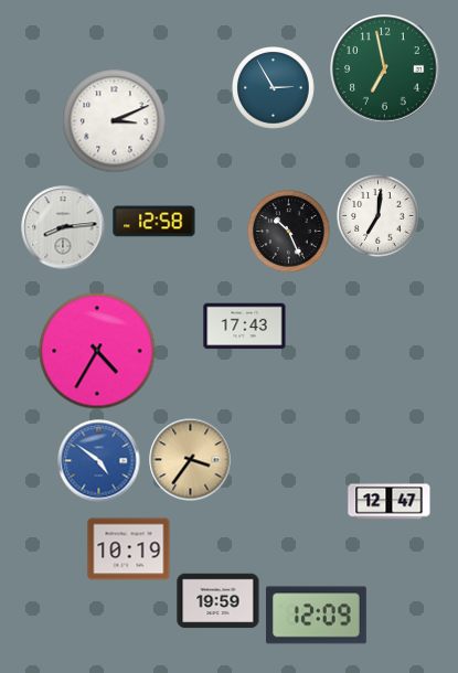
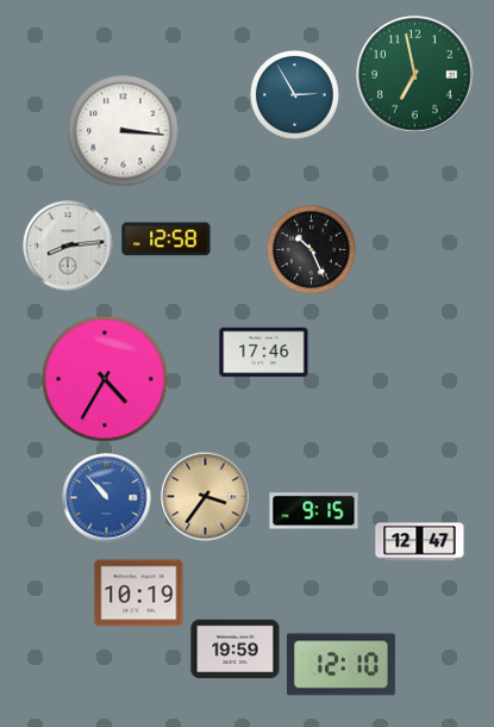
clock at (115, 121): 3:11 -> 3:16
clock at (379, 216): 7:01 -> none
clock at (245, 327): 17:43 -> 17:46
clock at (99, 461): 4:51 -> 10:53
clock at (314, 511): none -> 9:15
clock at (316, 616): 12:09 -> 12:10
